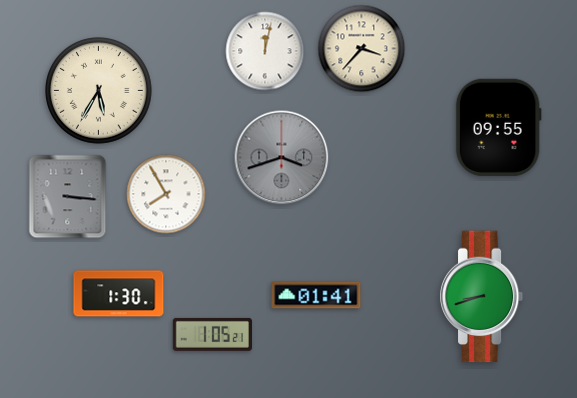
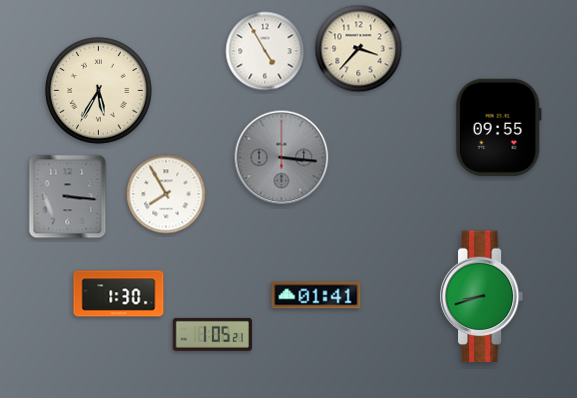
clock at (362, 49) position: (362, 49) -> (359, 49)
clock at (265, 51): 12:02 -> 4:55
clock at (282, 158): 3:42 -> 3:16
